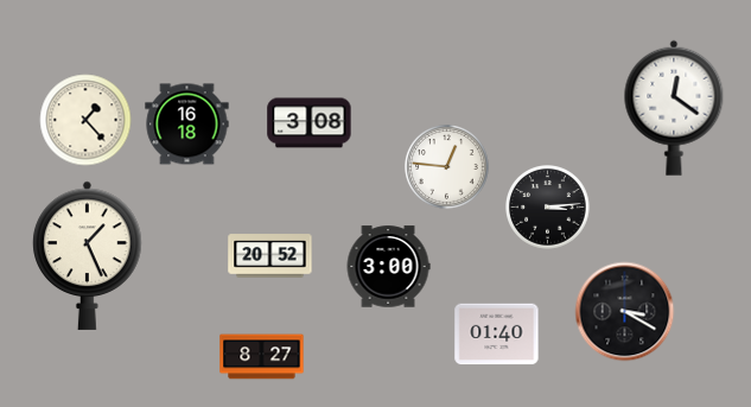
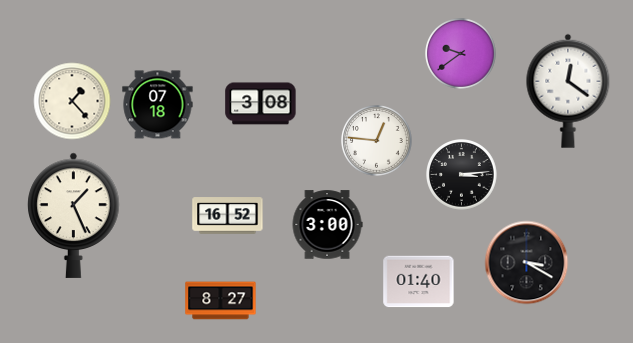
clock at (461, 54): none -> 9:39
clock at (187, 125): 16:18 -> 07:18
clock at (271, 256): 20:52 -> 16:52
